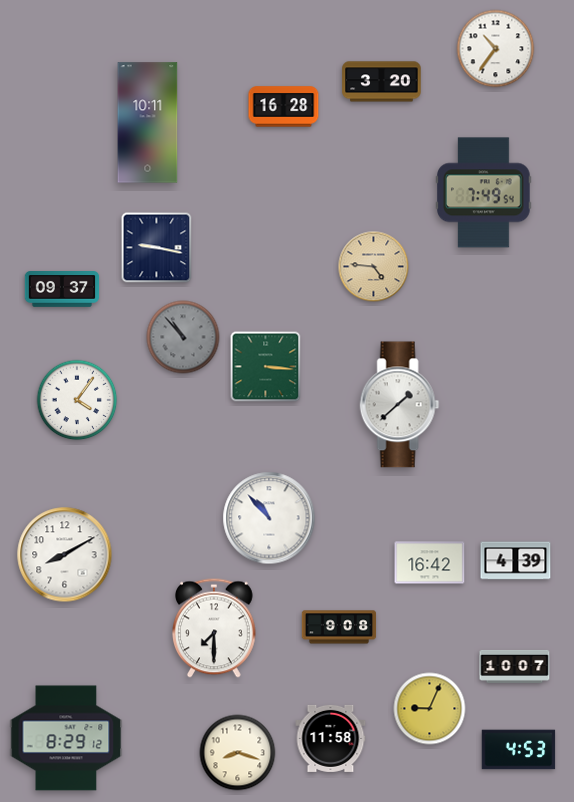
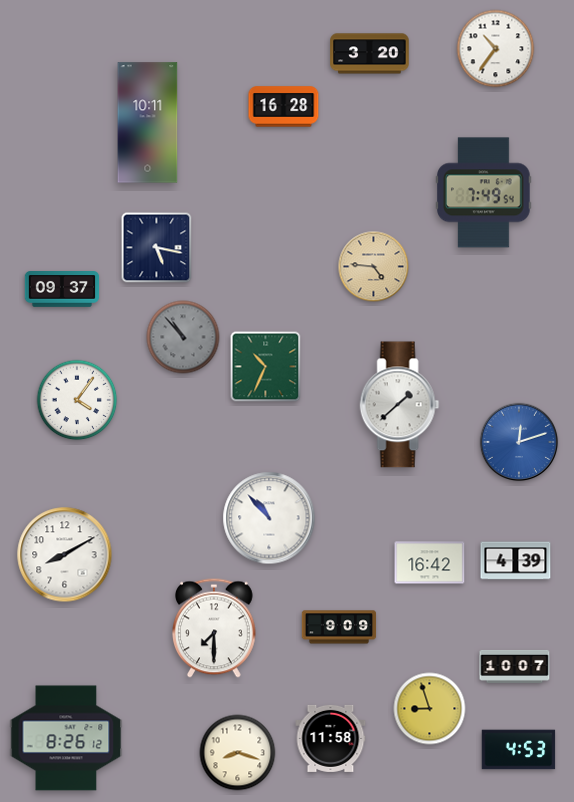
clock at (382, 82) position: (382, 82) -> (370, 54)
clock at (157, 248): 9:17 -> 5:17
clock at (266, 367): 3:16 -> 10:34
clock at (519, 442): none -> 12:12
clock at (339, 627): 9:08 -> 9:09
clock at (430, 709): 9:04 -> 8:57
clock at (66, 738): 8:29 -> 8:26
